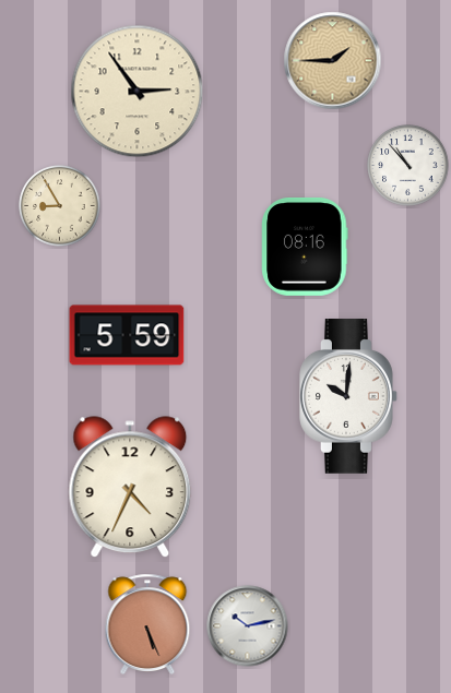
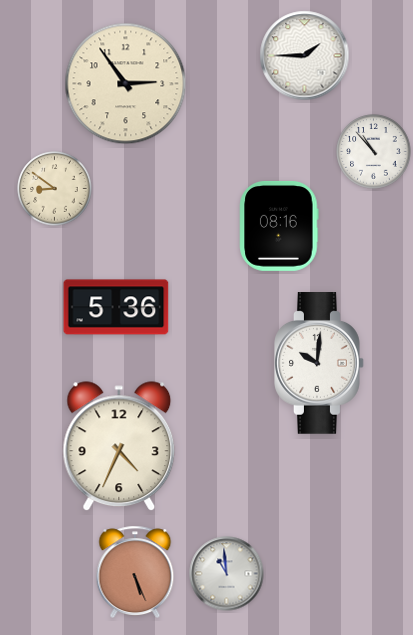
clock at (333, 61) dial: champagne -> white
clock at (60, 206): 8:55 -> 8:51
clock at (127, 335): 5:59 -> 5:36
clock at (248, 626): 10:13 -> 10:59
